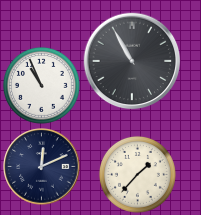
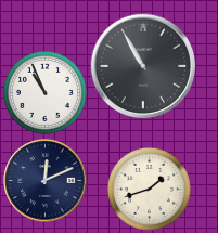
clock at (137, 174): 1:37 -> 1:42
